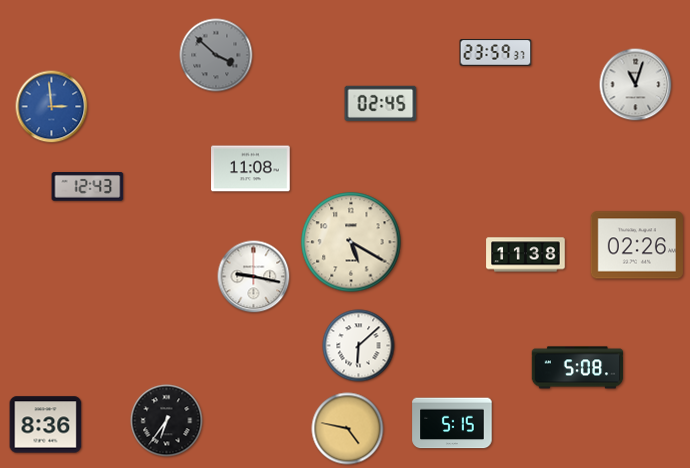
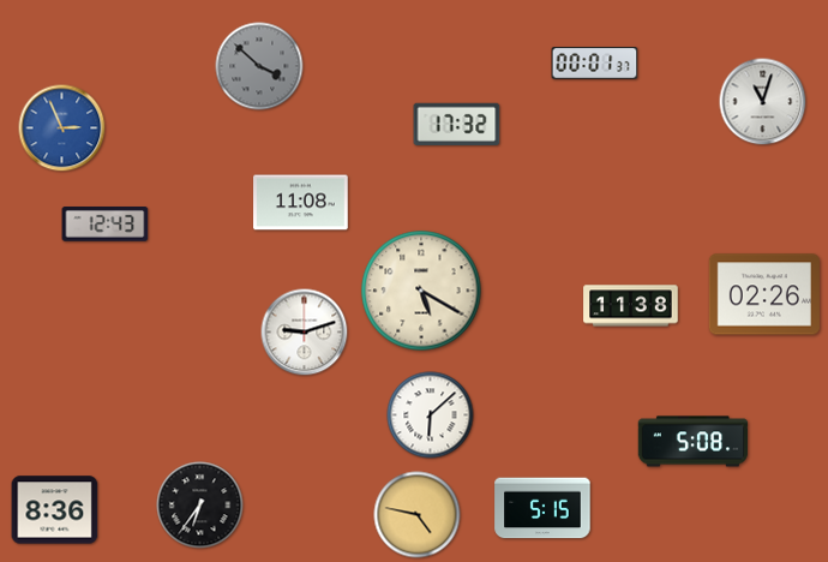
clock at (496, 53): 23:59 -> 00:01
clock at (381, 103): 02:45 -> 17:32
clock at (52, 107): 2:59 -> 2:56
clock at (254, 277): 9:17 -> 9:12
